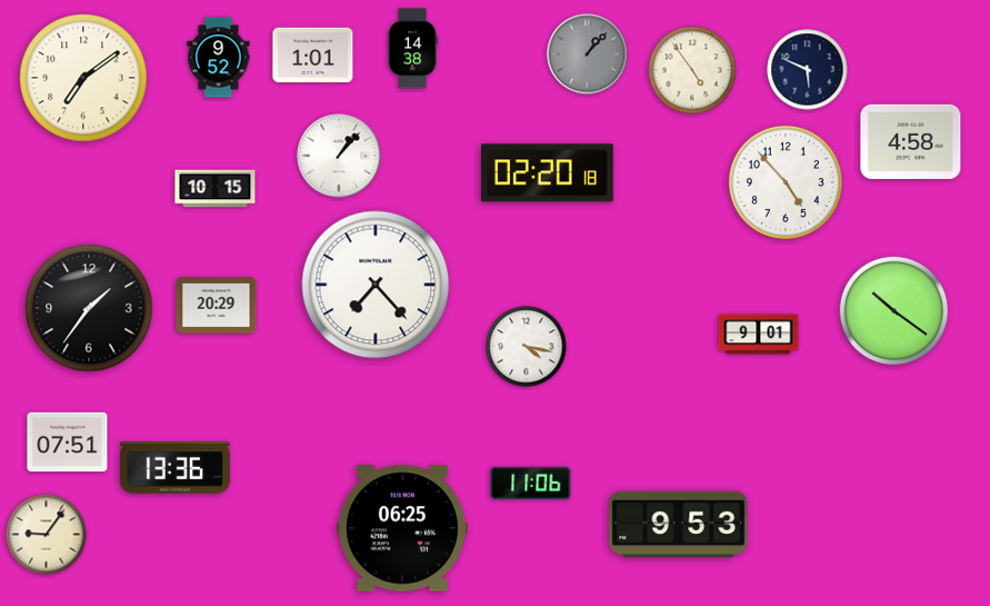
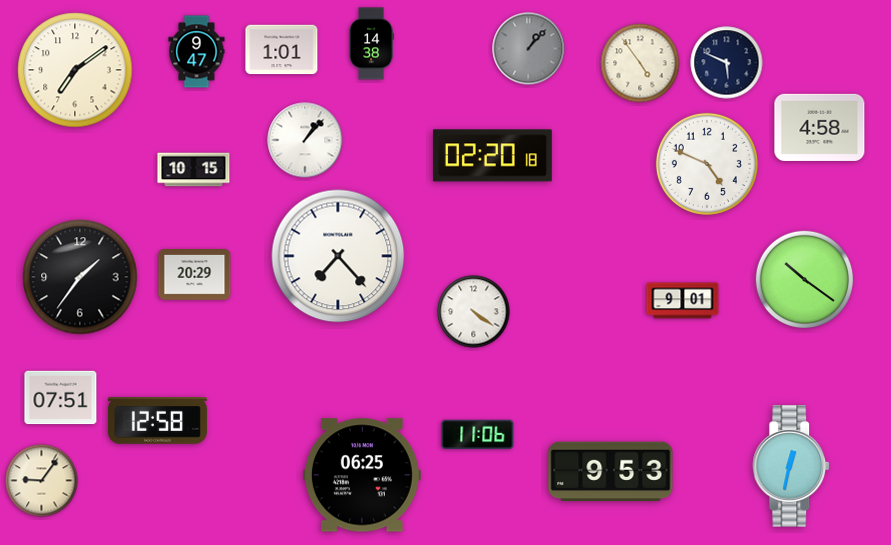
clock at (219, 58): 9:52 -> 9:47
clock at (692, 70) position: (692, 70) -> (640, 63)
clock at (786, 182): 4:53 -> 4:49
clock at (527, 347): 4:17 -> 4:21
clock at (174, 468): 13:36 -> 12:58
clock at (792, 466): none -> 12:32
